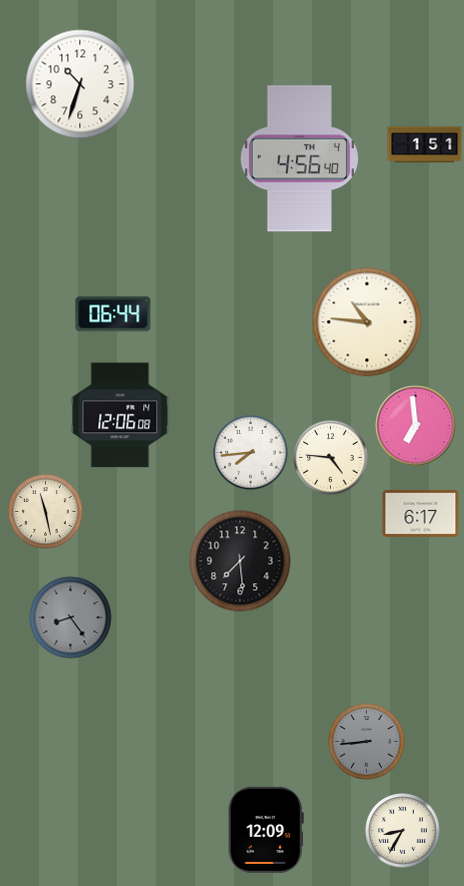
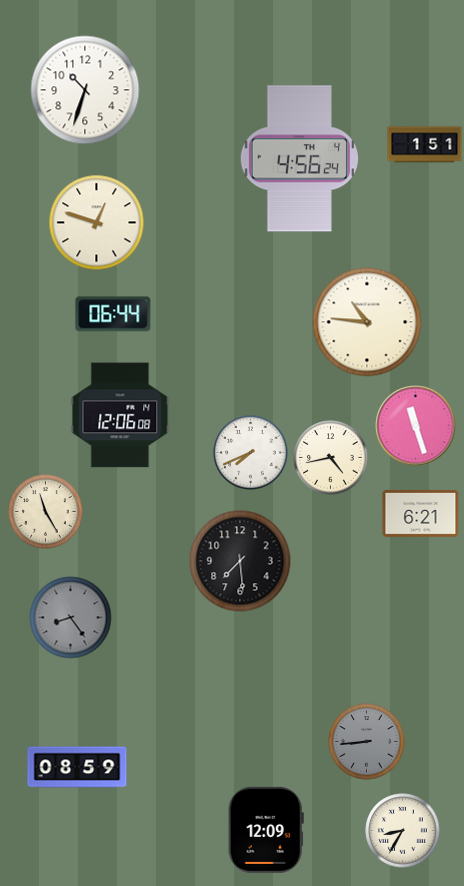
clock at (80, 84) position: (80, 84) -> (85, 90)
clock at (299, 159): 4:56:40 -> 4:56:24
clock at (97, 223): none -> 12:48
clock at (416, 426): 6:59 -> 11:27
clock at (251, 453): 7:44 -> 7:41
clock at (331, 458): 4:46 -> 4:43
clock at (46, 512): 11:28 -> 11:25
clock at (421, 513): 6:17 -> 6:21
clock at (77, 767): none -> 08:59
